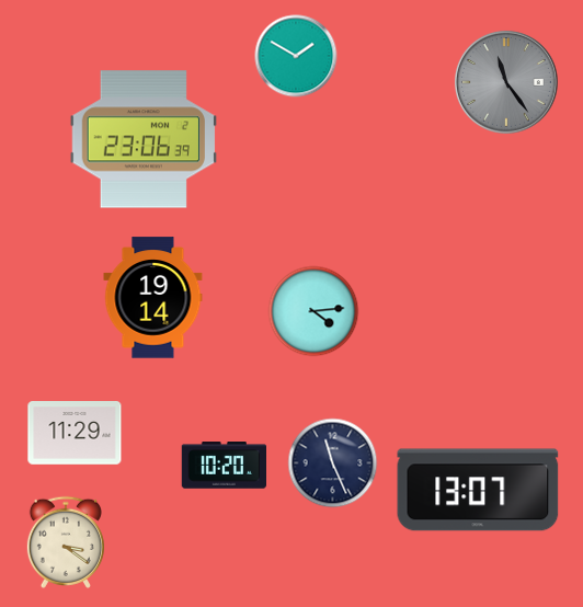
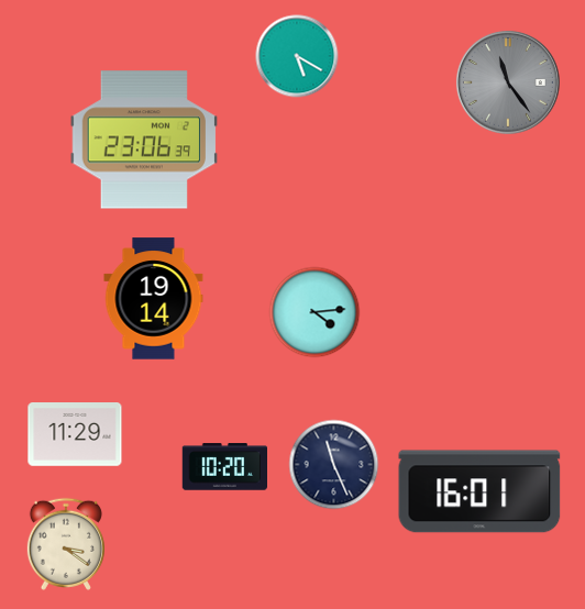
clock at (296, 56): 1:50 -> 5:20
clock at (478, 490): 13:07 -> 16:01
